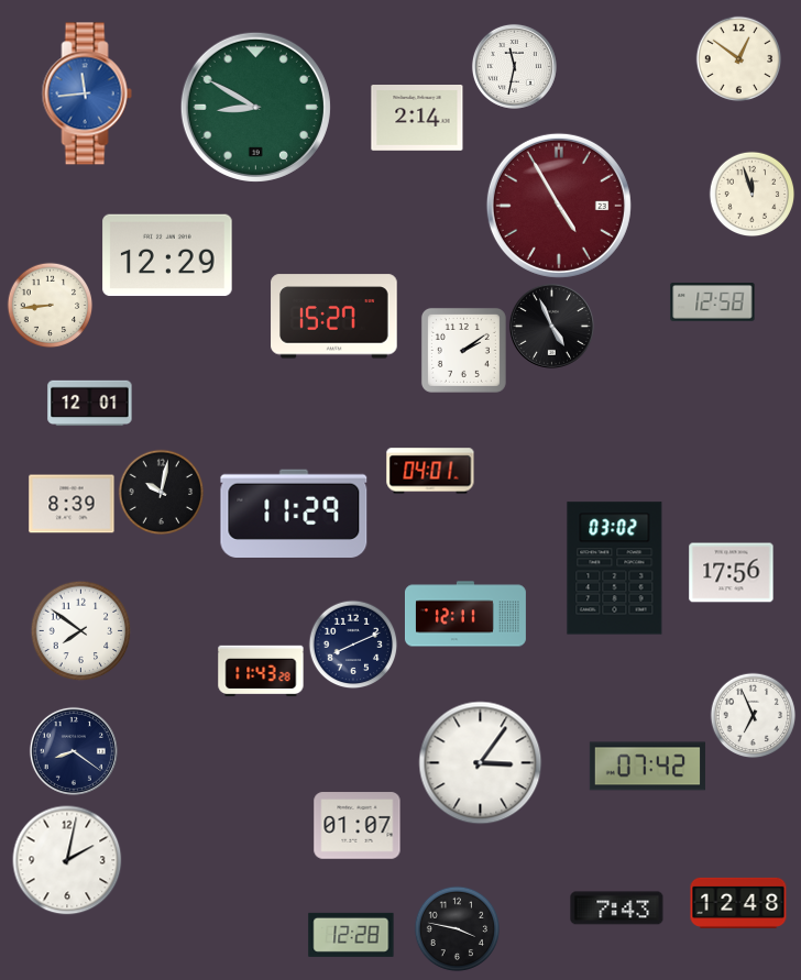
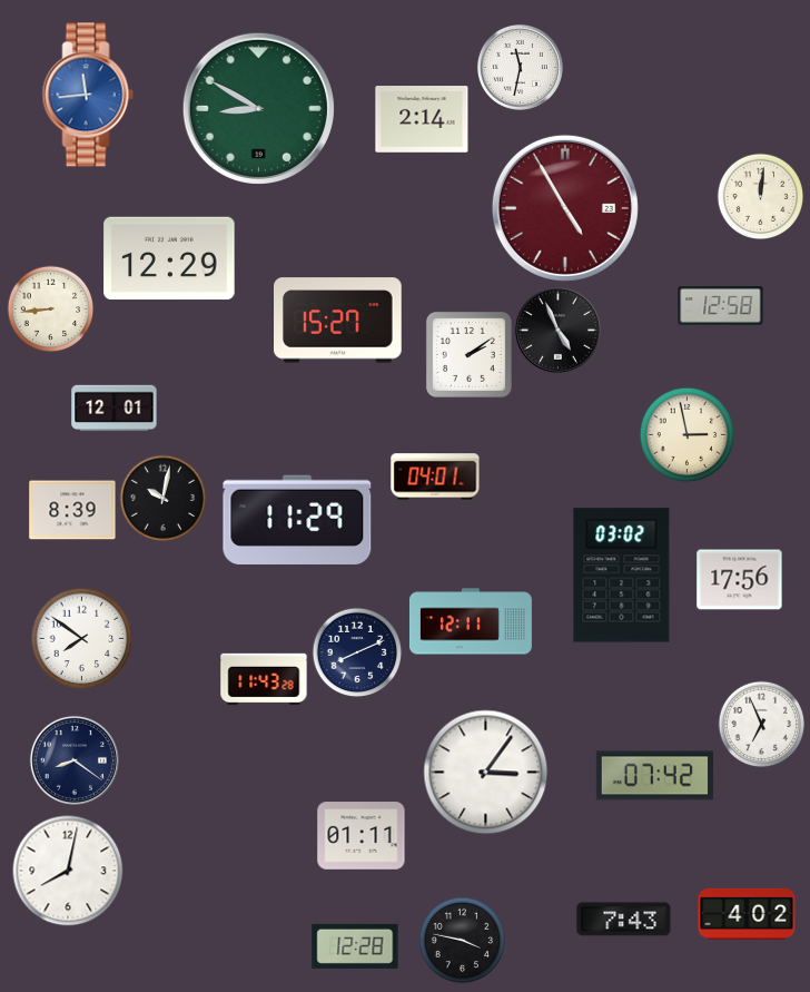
clock at (738, 58): 12:51 -> none
clock at (751, 194): 11:57 -> 12:01
clock at (90, 404) position: (90, 404) -> (115, 409)
clock at (686, 434): none -> 2:58
clock at (358, 826): 01:07 -> 01:11
clock at (67, 860): 2:02 -> 8:02
clock at (738, 903): 12:48 -> 4:02
